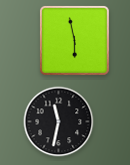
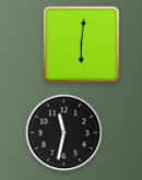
clock at (74, 40): 5:58 -> 6:01
